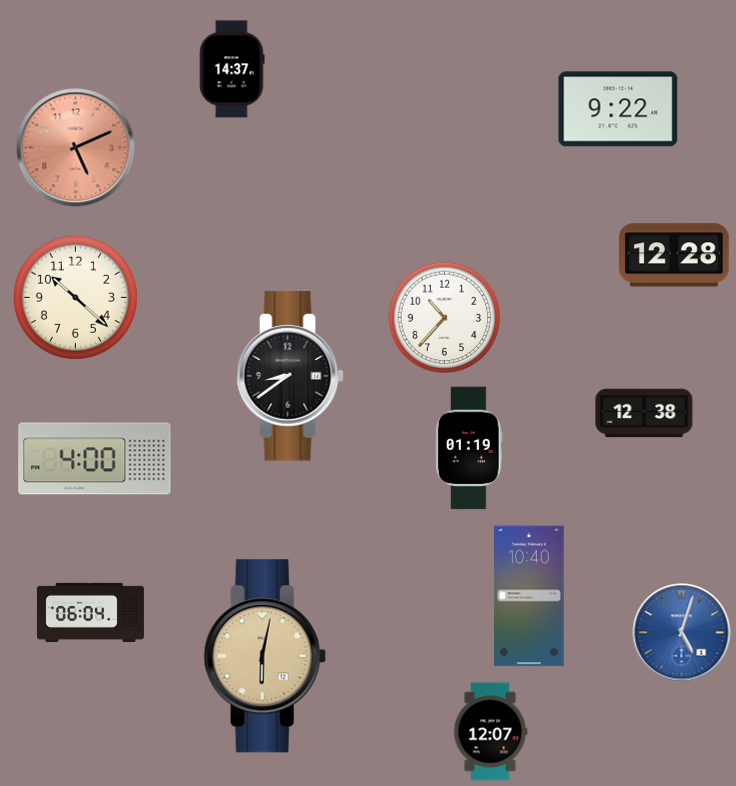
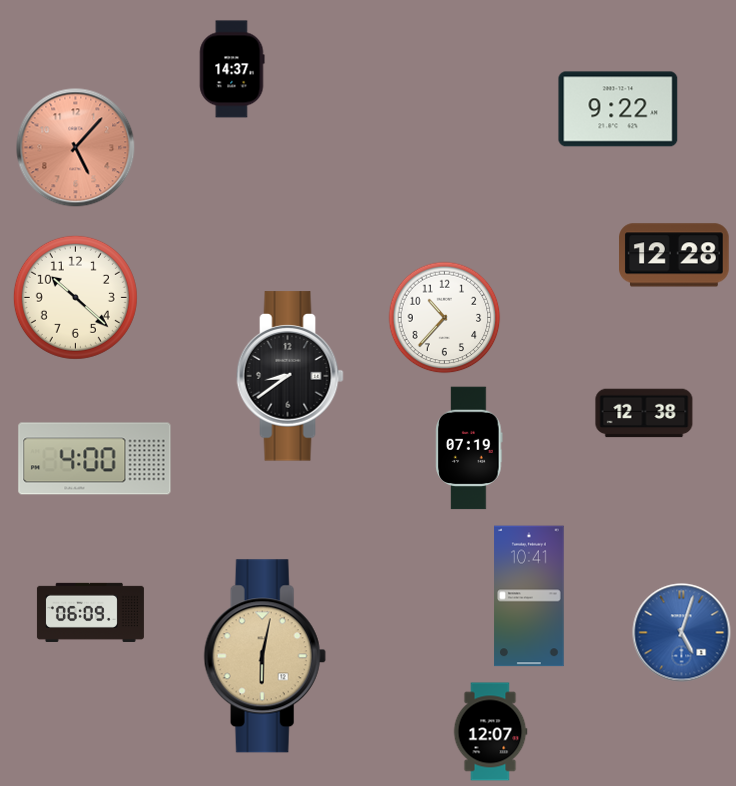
clock at (76, 148): 5:11 -> 5:07
clock at (469, 448): 01:19 -> 07:19
clock at (529, 596): 10:40 -> 10:41
clock at (90, 612): 06:04 -> 06:09
